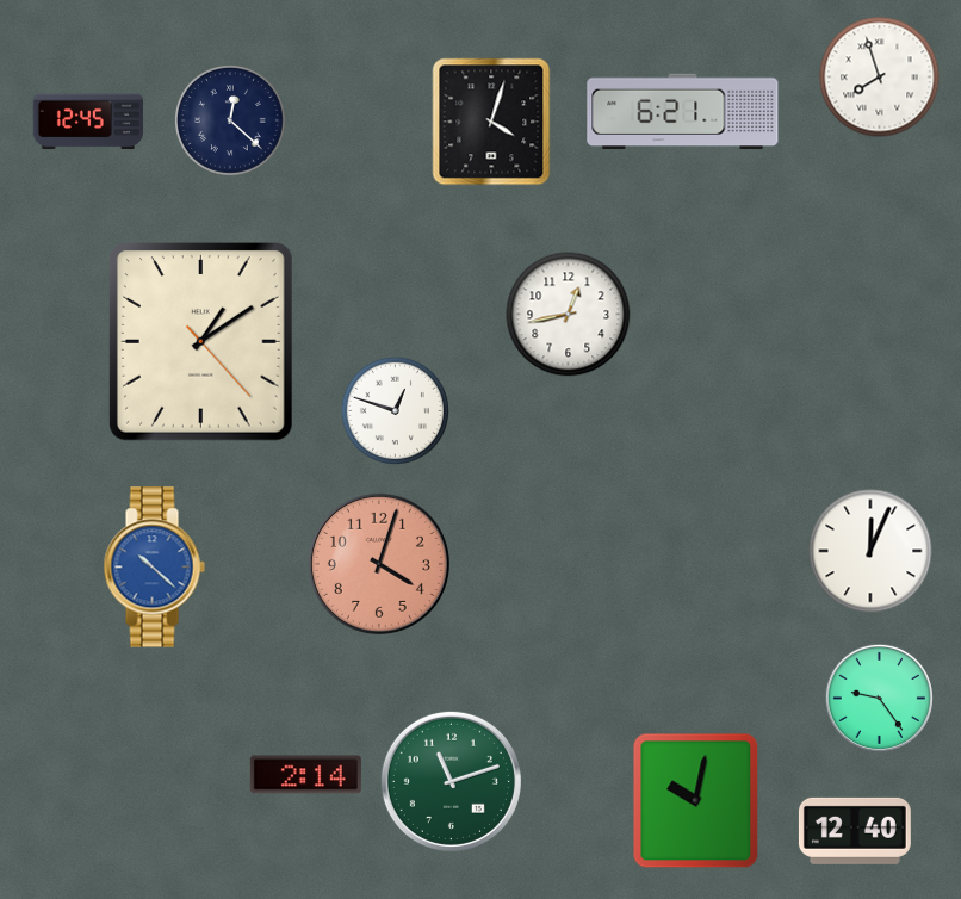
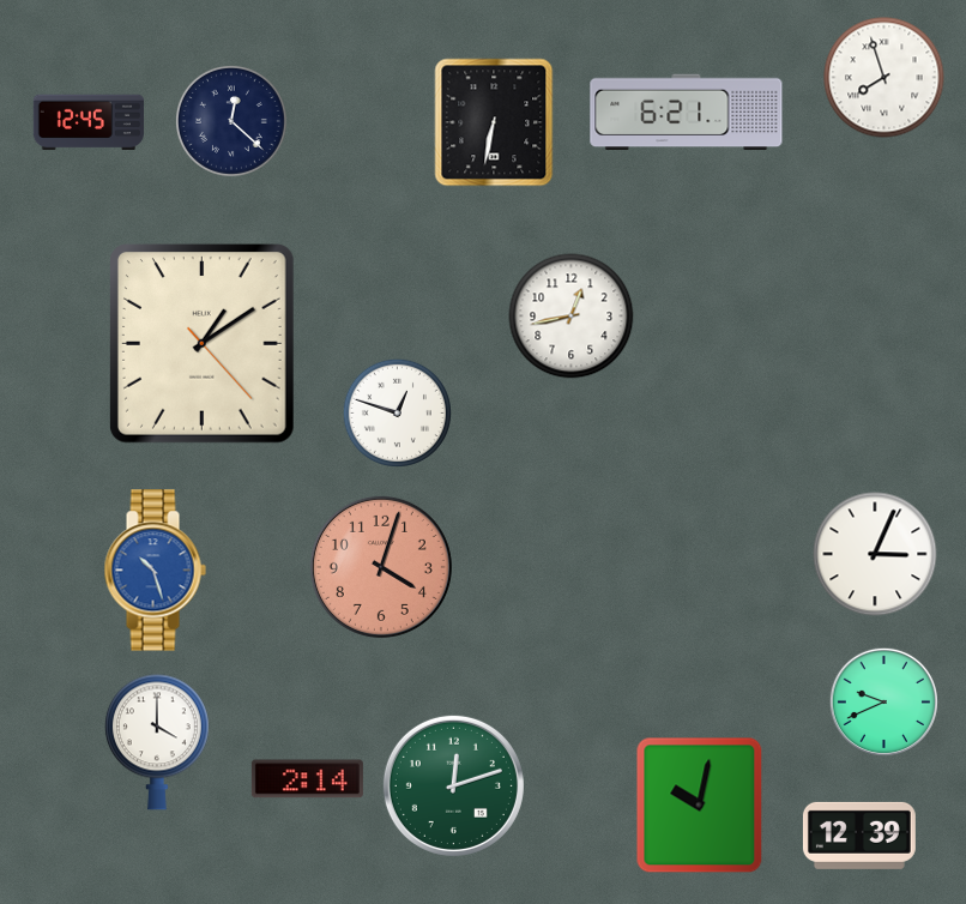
clock at (491, 122): 4:03 -> 6:32
clock at (870, 551): 12:04 -> 3:04
clock at (154, 568): 10:22 -> 10:27
clock at (879, 697): 9:24 -> 9:41
clock at (157, 742): none -> 4:00
clock at (451, 781): 11:12 -> 12:12
clock at (855, 831): 12:40 -> 12:39
